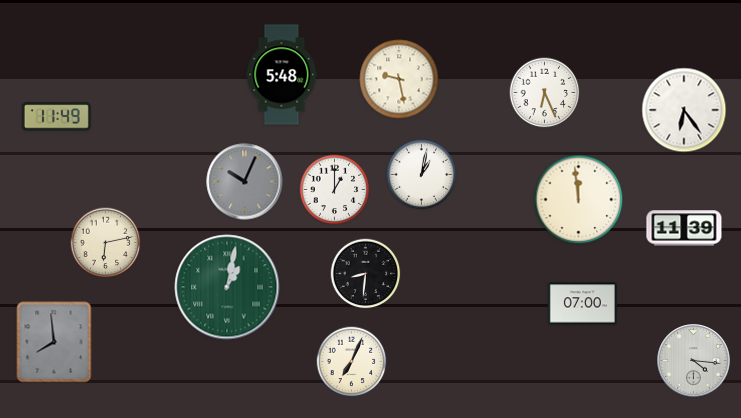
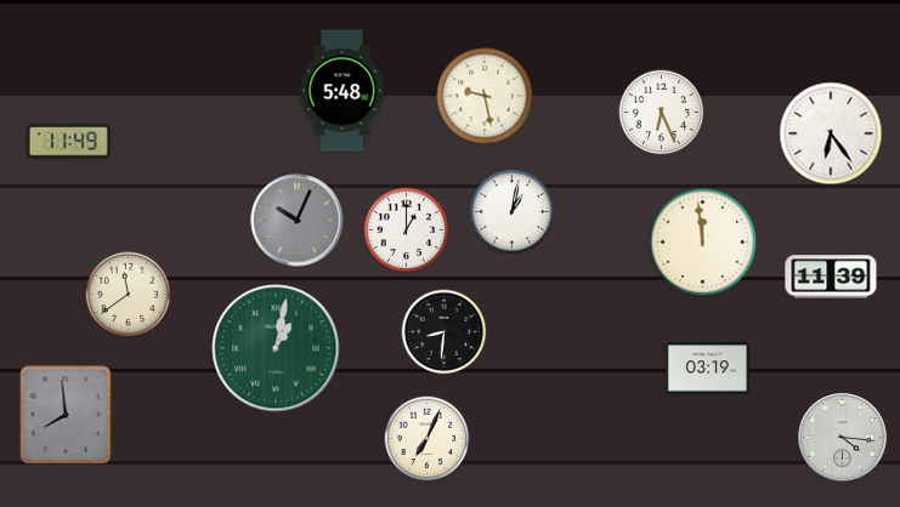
clock at (106, 243): 6:13 -> 11:39
clock at (582, 304): 07:00 -> 03:19
